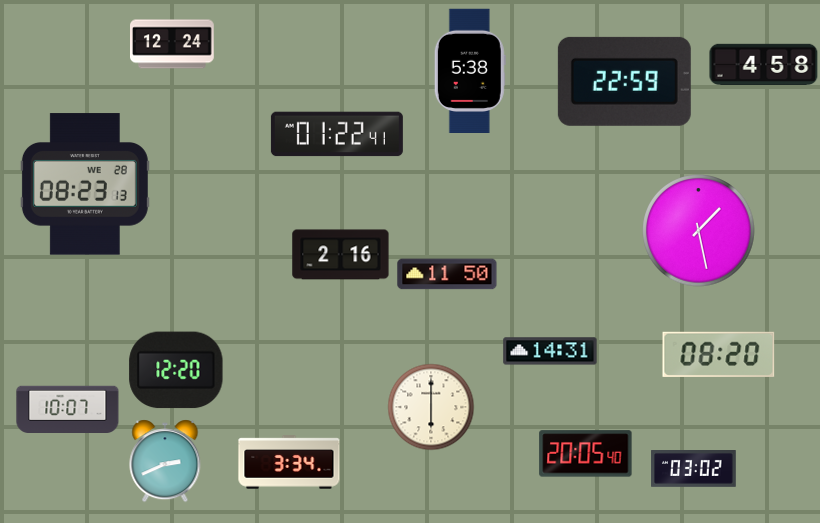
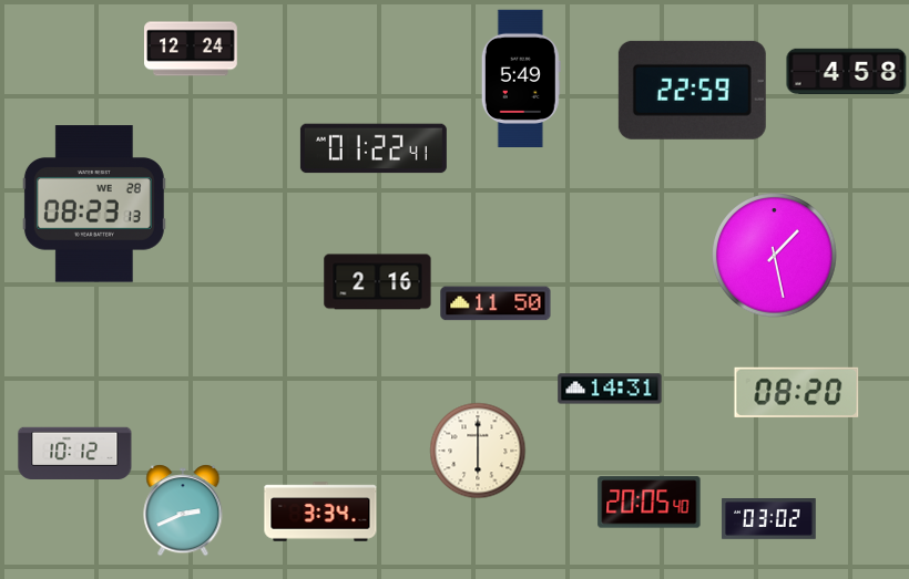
clock at (470, 70): 5:38 -> 5:49
clock at (176, 370): 12:20 -> none
clock at (68, 409): 10:07 -> 10:12
